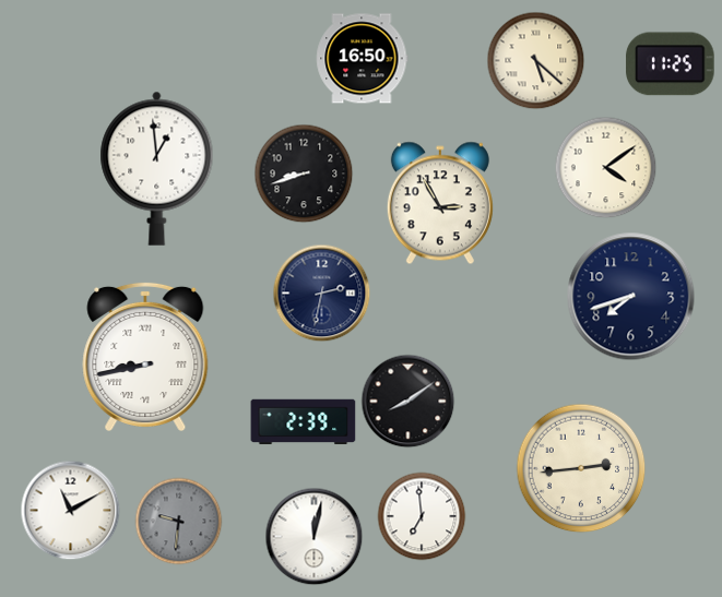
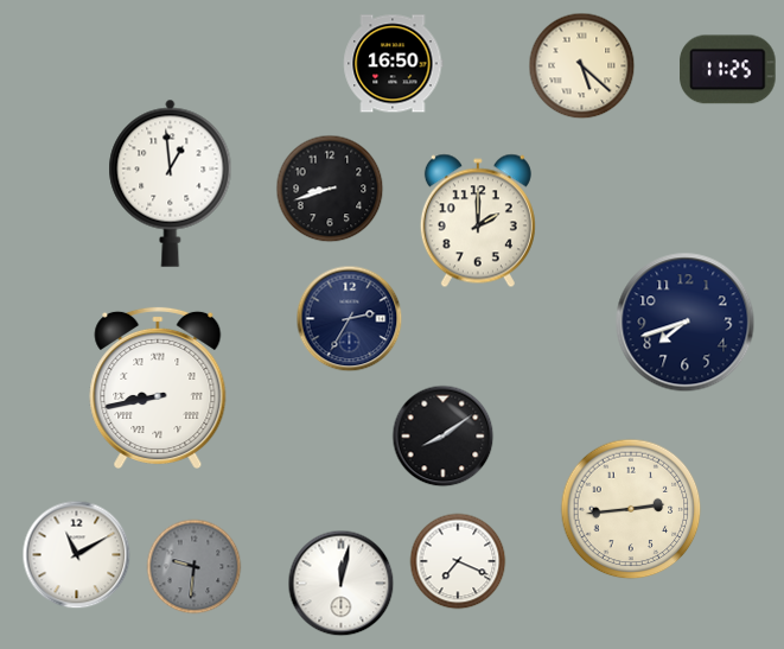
clock at (606, 168): 4:09 -> none
clock at (440, 203): 2:55 -> 2:00
clock at (322, 294): 2:32 -> 2:35
clock at (304, 422): 2:39 -> none
clock at (422, 516): 6:59 -> 7:19
